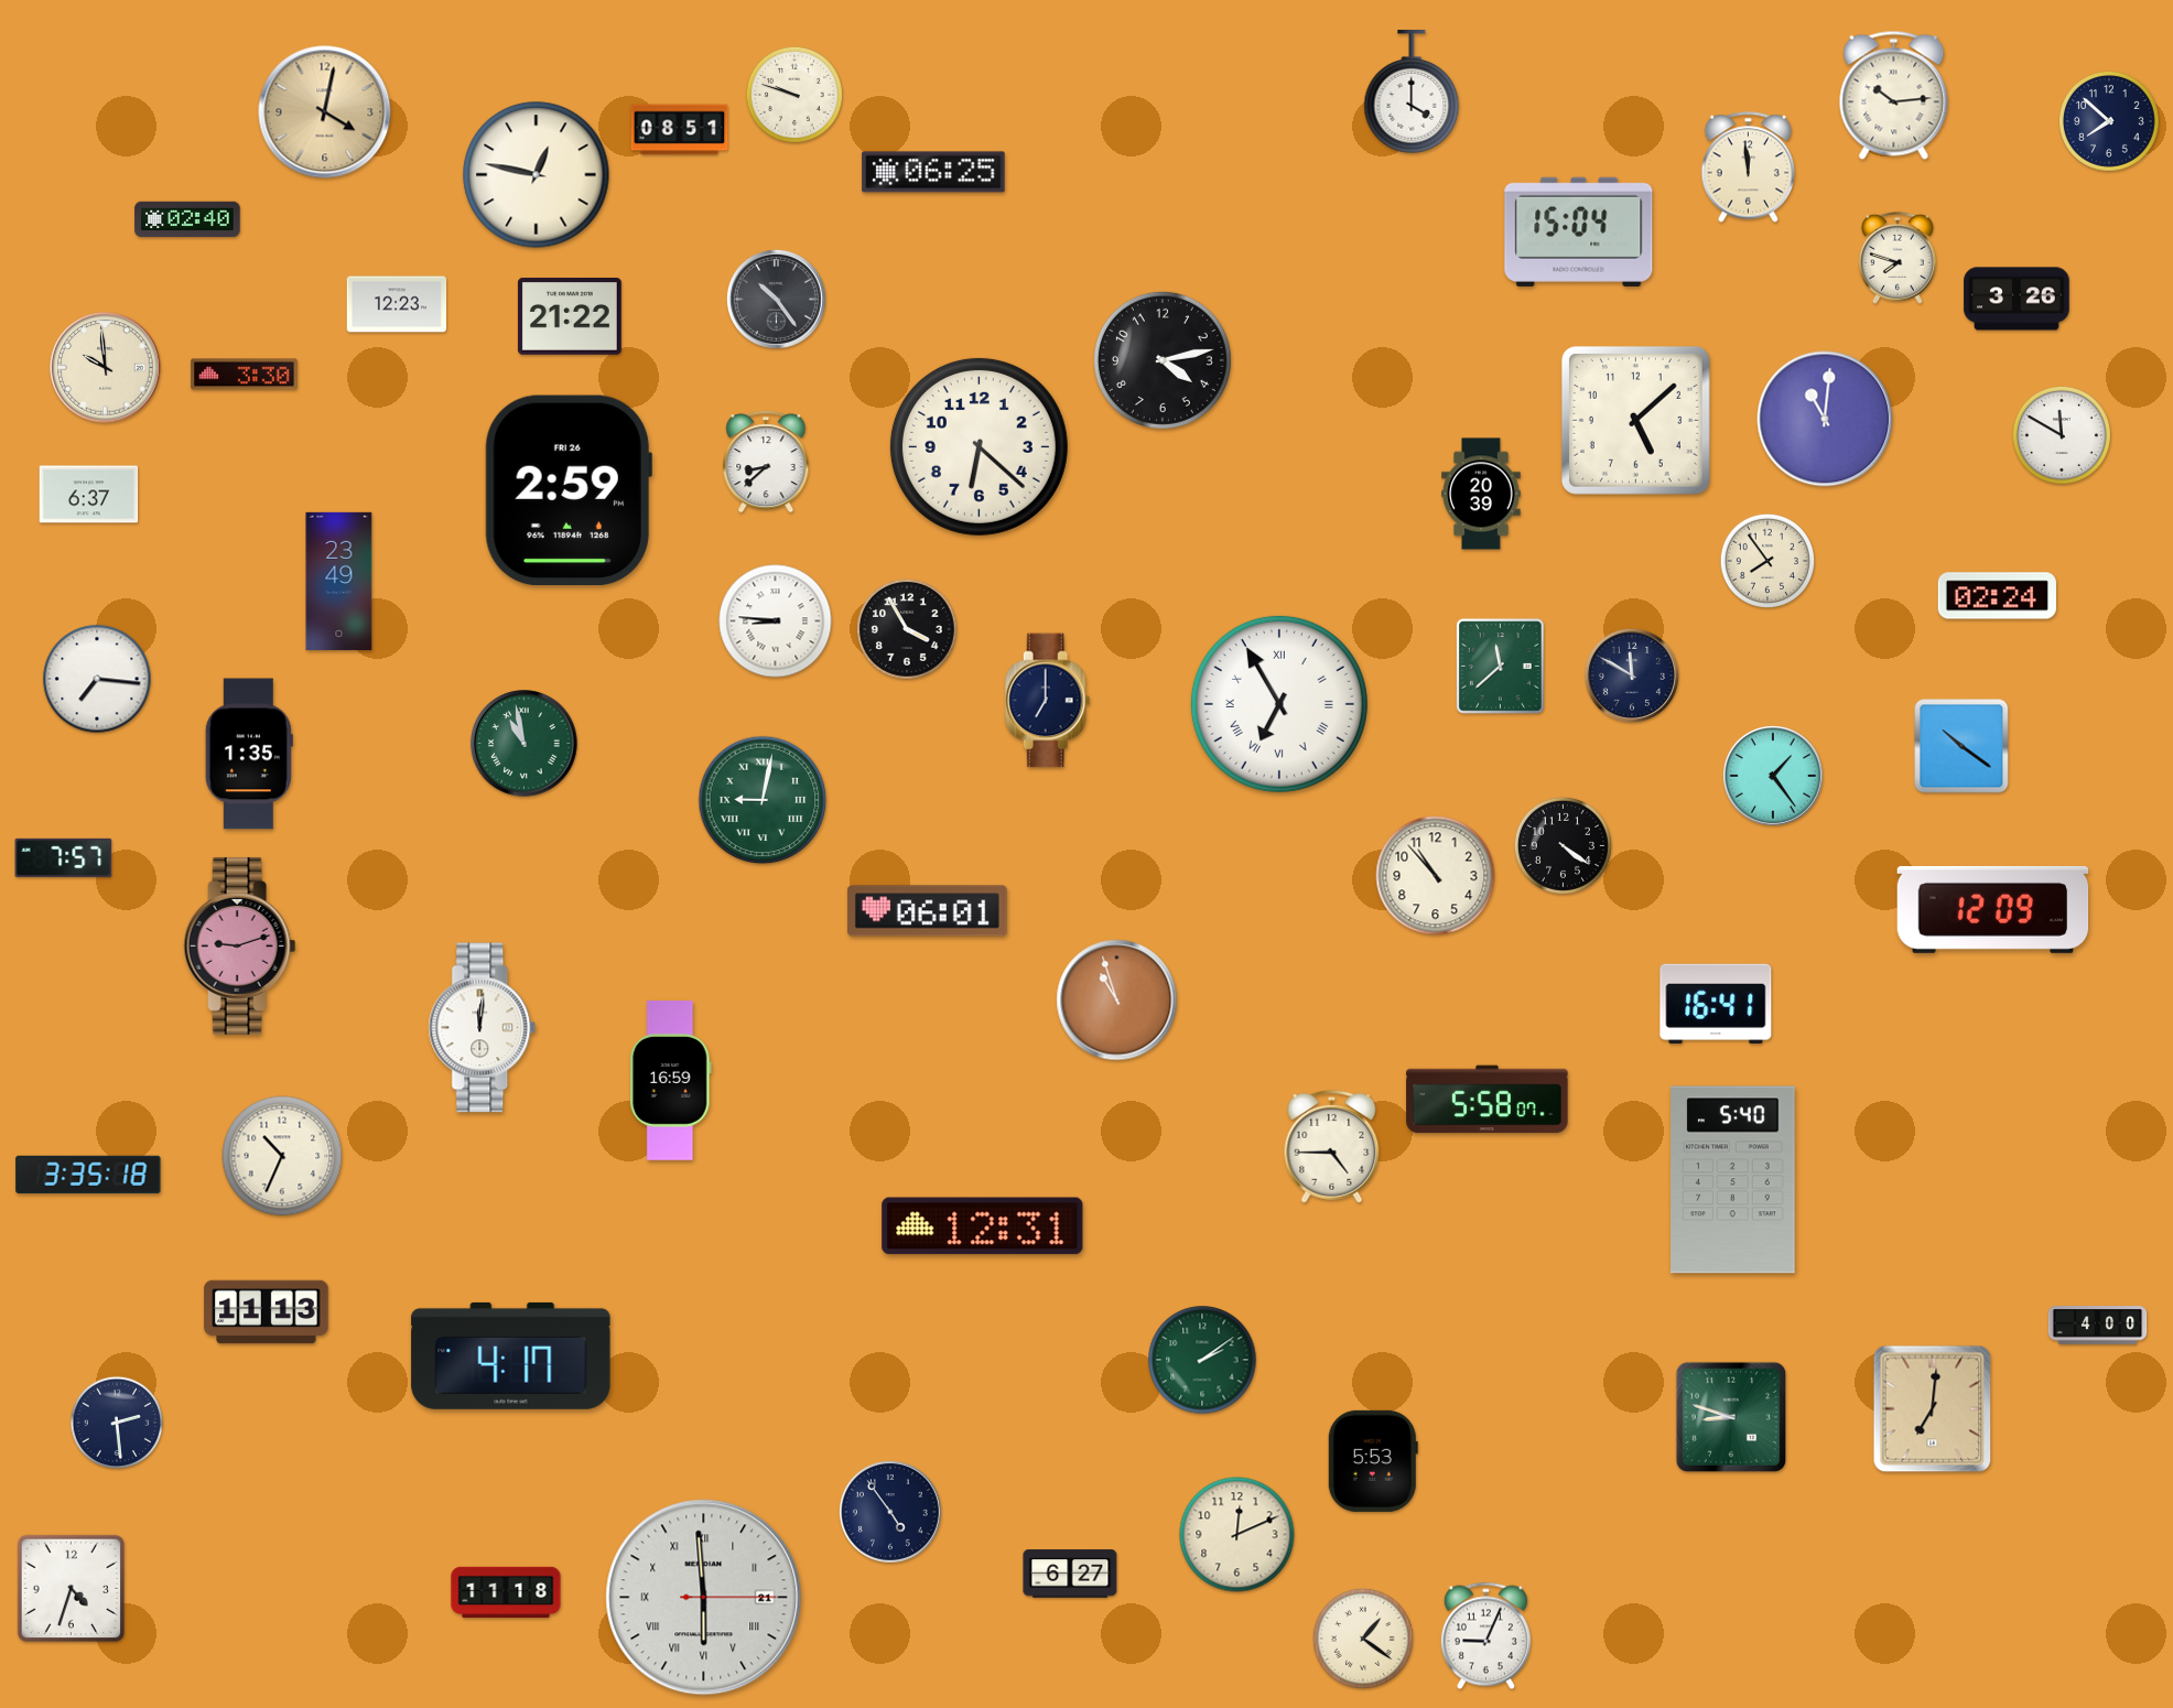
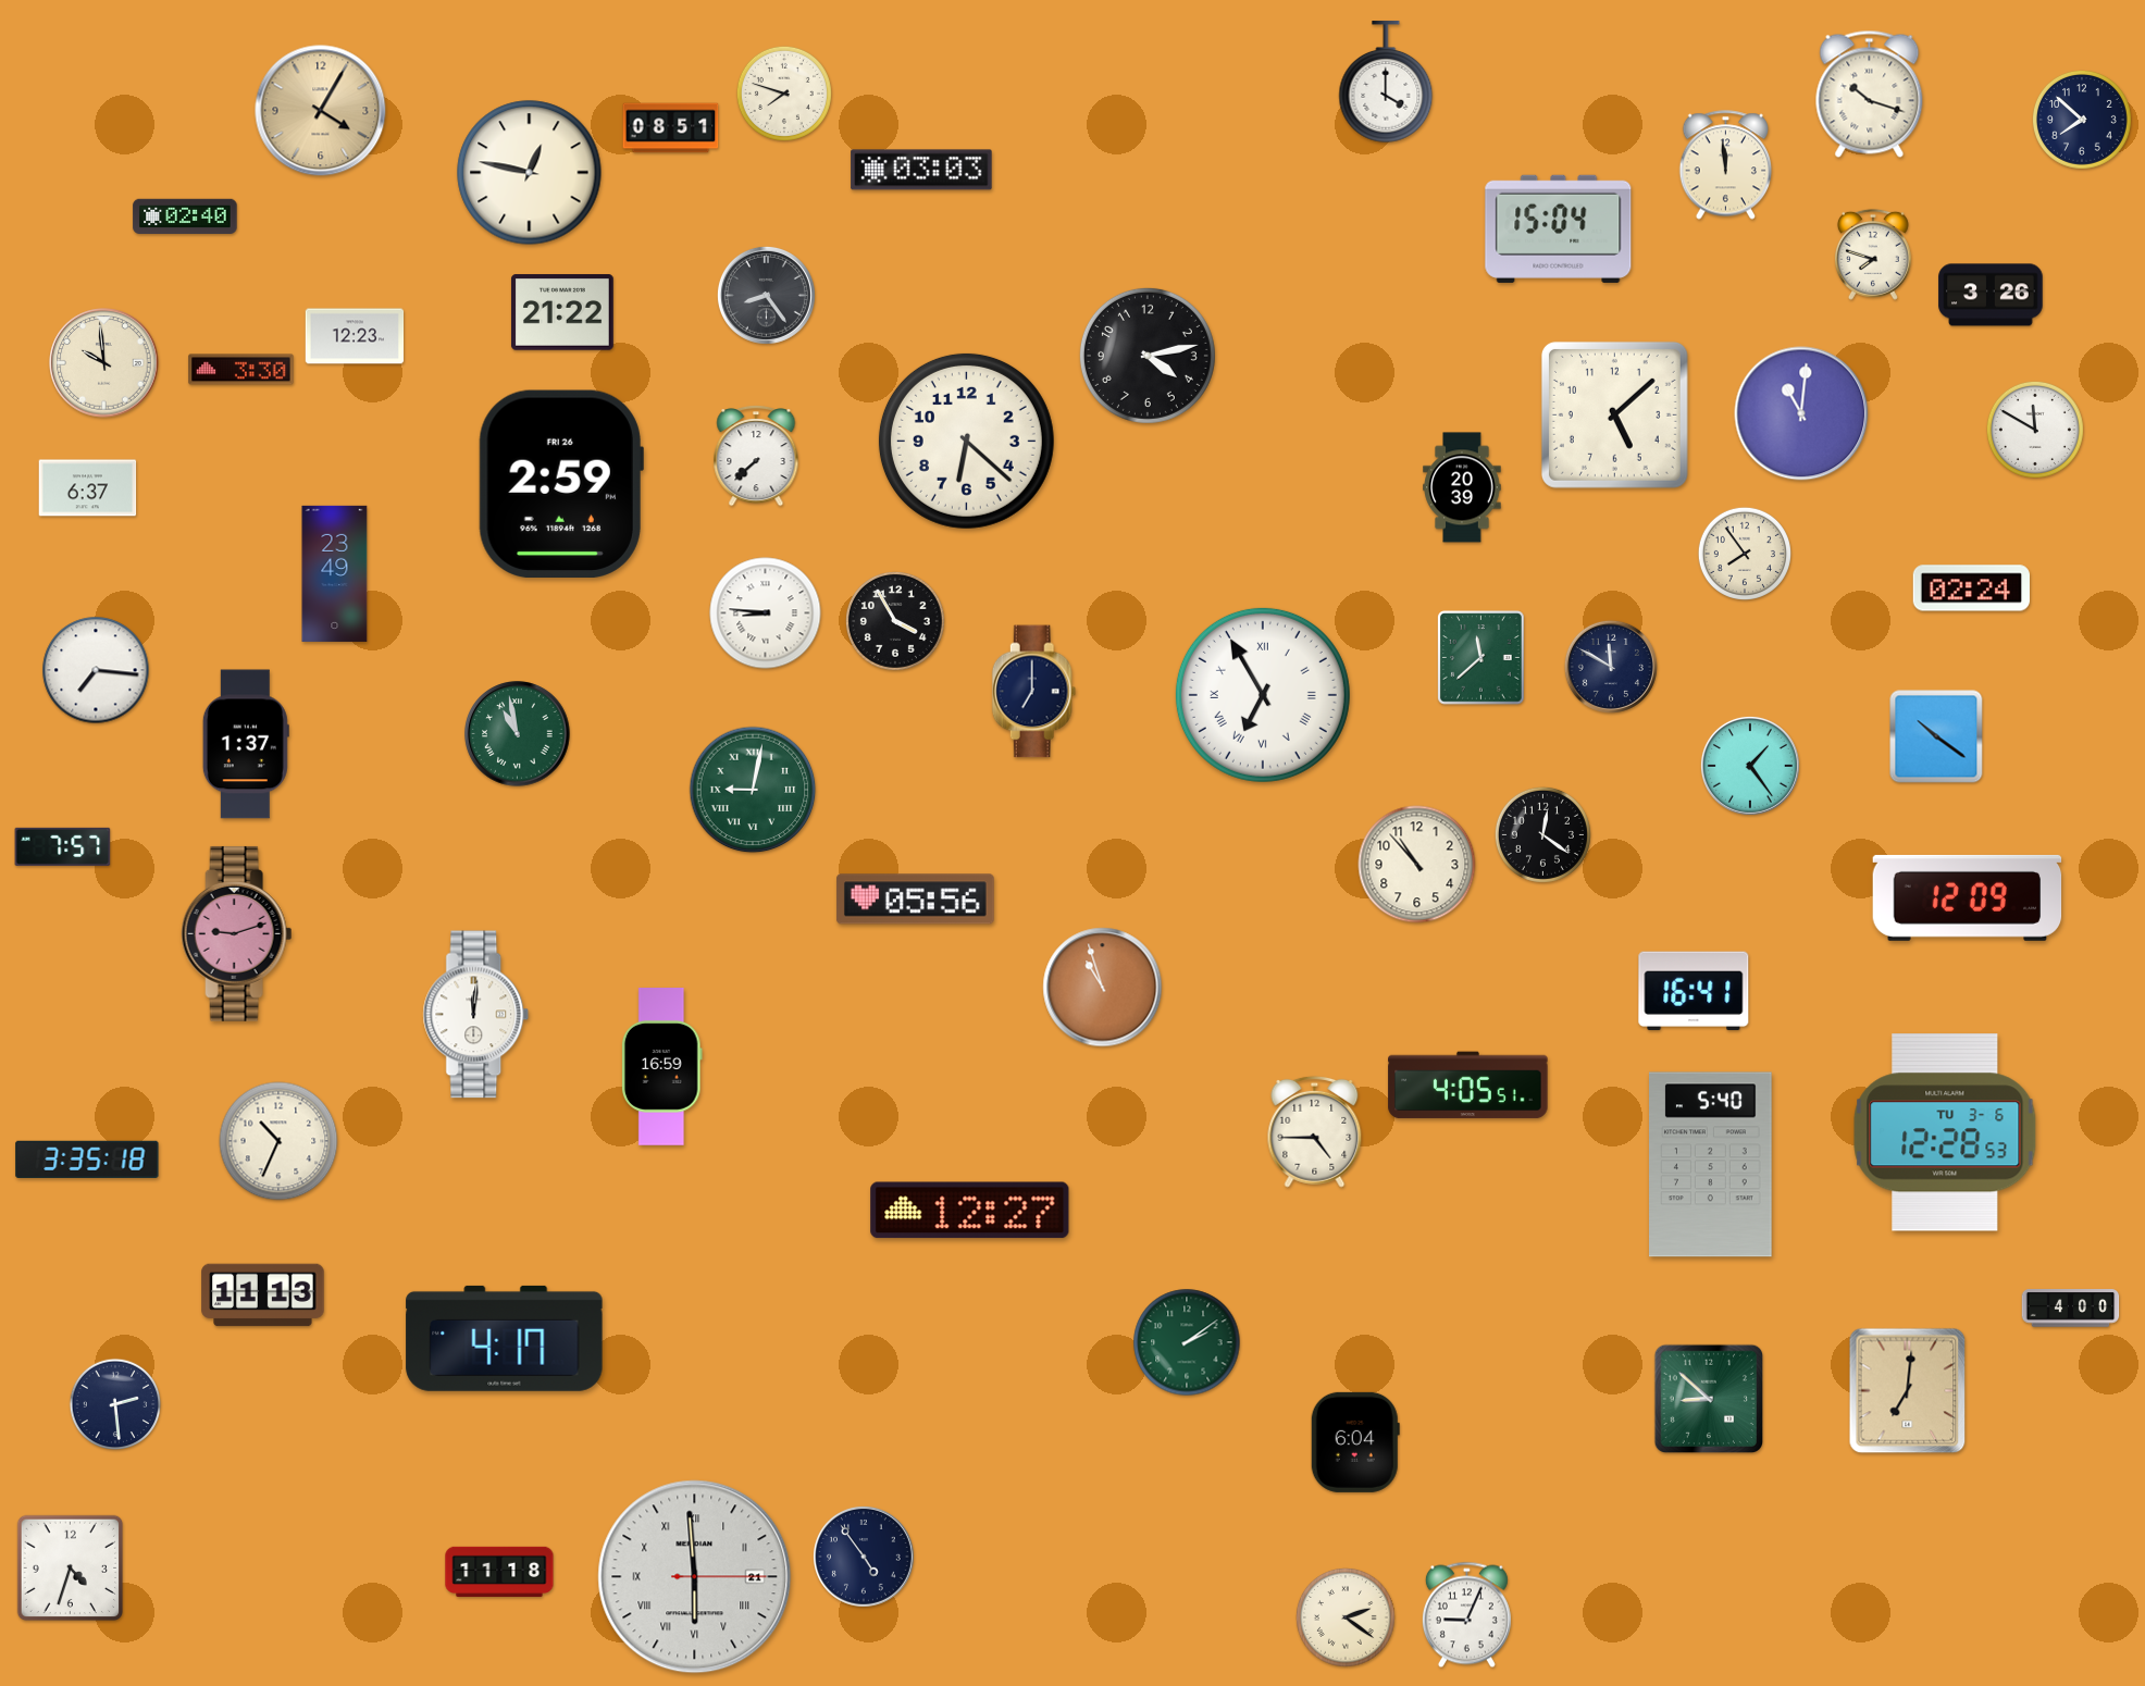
clock at (1412, 93) position: (1412, 93) -> (1386, 83)
clock at (794, 95): 9:48 -> 7:48
clock at (1894, 95): 10:14 -> 10:18
clock at (325, 112): 4:02 -> 4:05
clock at (933, 172): 06:25 -> 03:03
clock at (776, 299): 10:24 -> 8:24
clock at (397, 304) position: (397, 304) -> (355, 336)
clock at (766, 463): 8:38 -> 7:38
clock at (249, 754): 1:35 -> 1:37
clock at (1563, 845): 4:21 -> 12:21
clock at (927, 911): 06:01 -> 05:56
clock at (1488, 1100): 5:58 -> 4:05
clock at (1945, 1132): none -> 12:28
clock at (983, 1226): 12:31 -> 12:27
clock at (1730, 1416): 8:48 -> 8:52
clock at (1373, 1461): 5:53 -> 6:04
clock at (890, 1512) position: (890, 1512) -> (864, 1557)
clock at (1237, 1535): 12:11 -> none
clock at (1070, 1574): 6:27 -> none
clock at (1363, 1639): 1:21 -> 2:21
